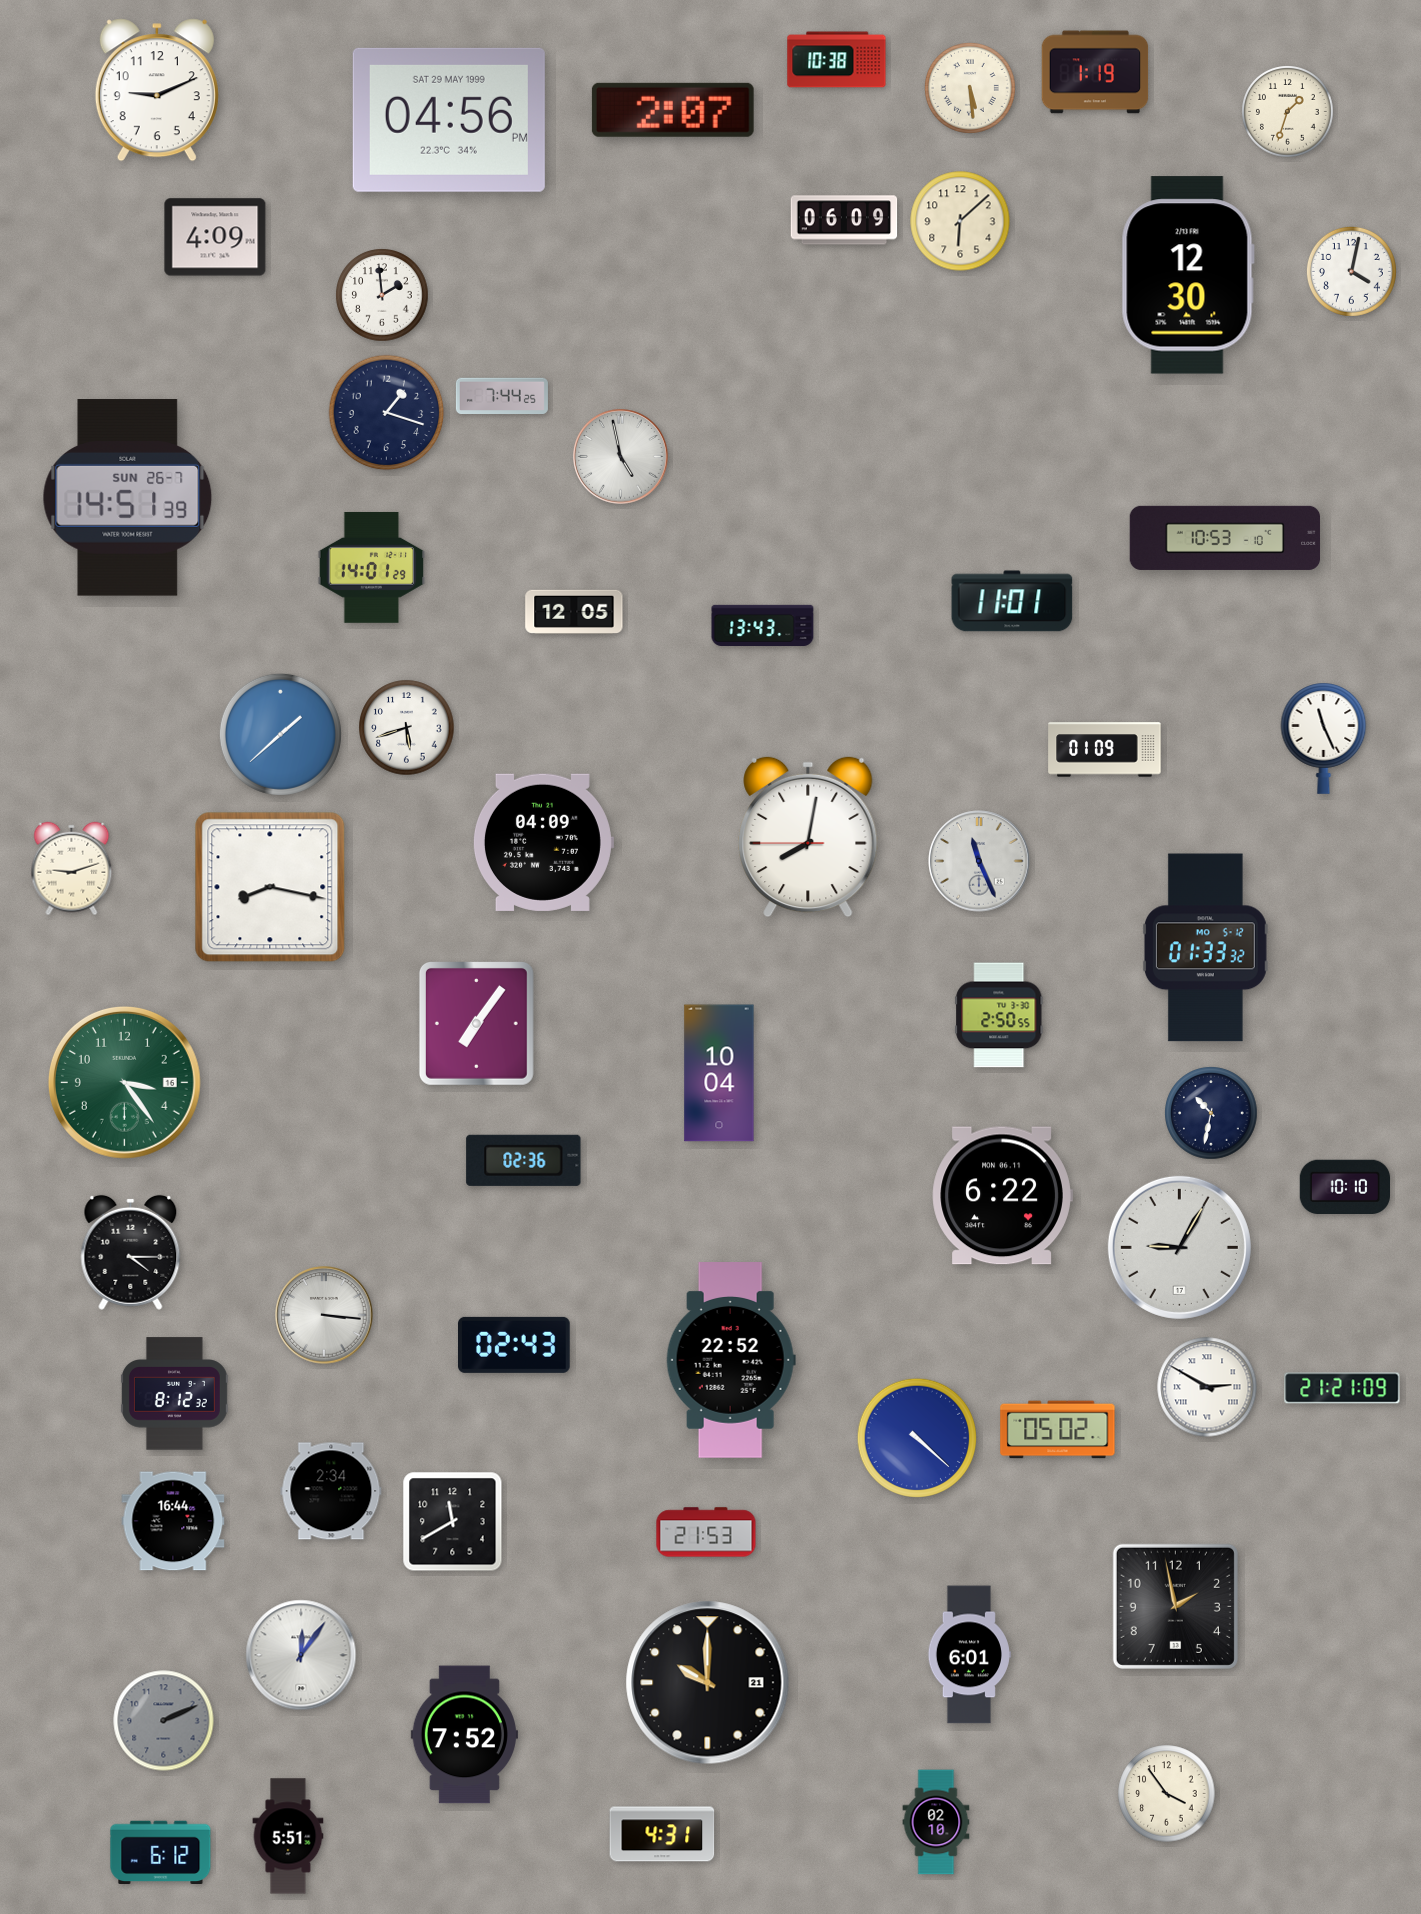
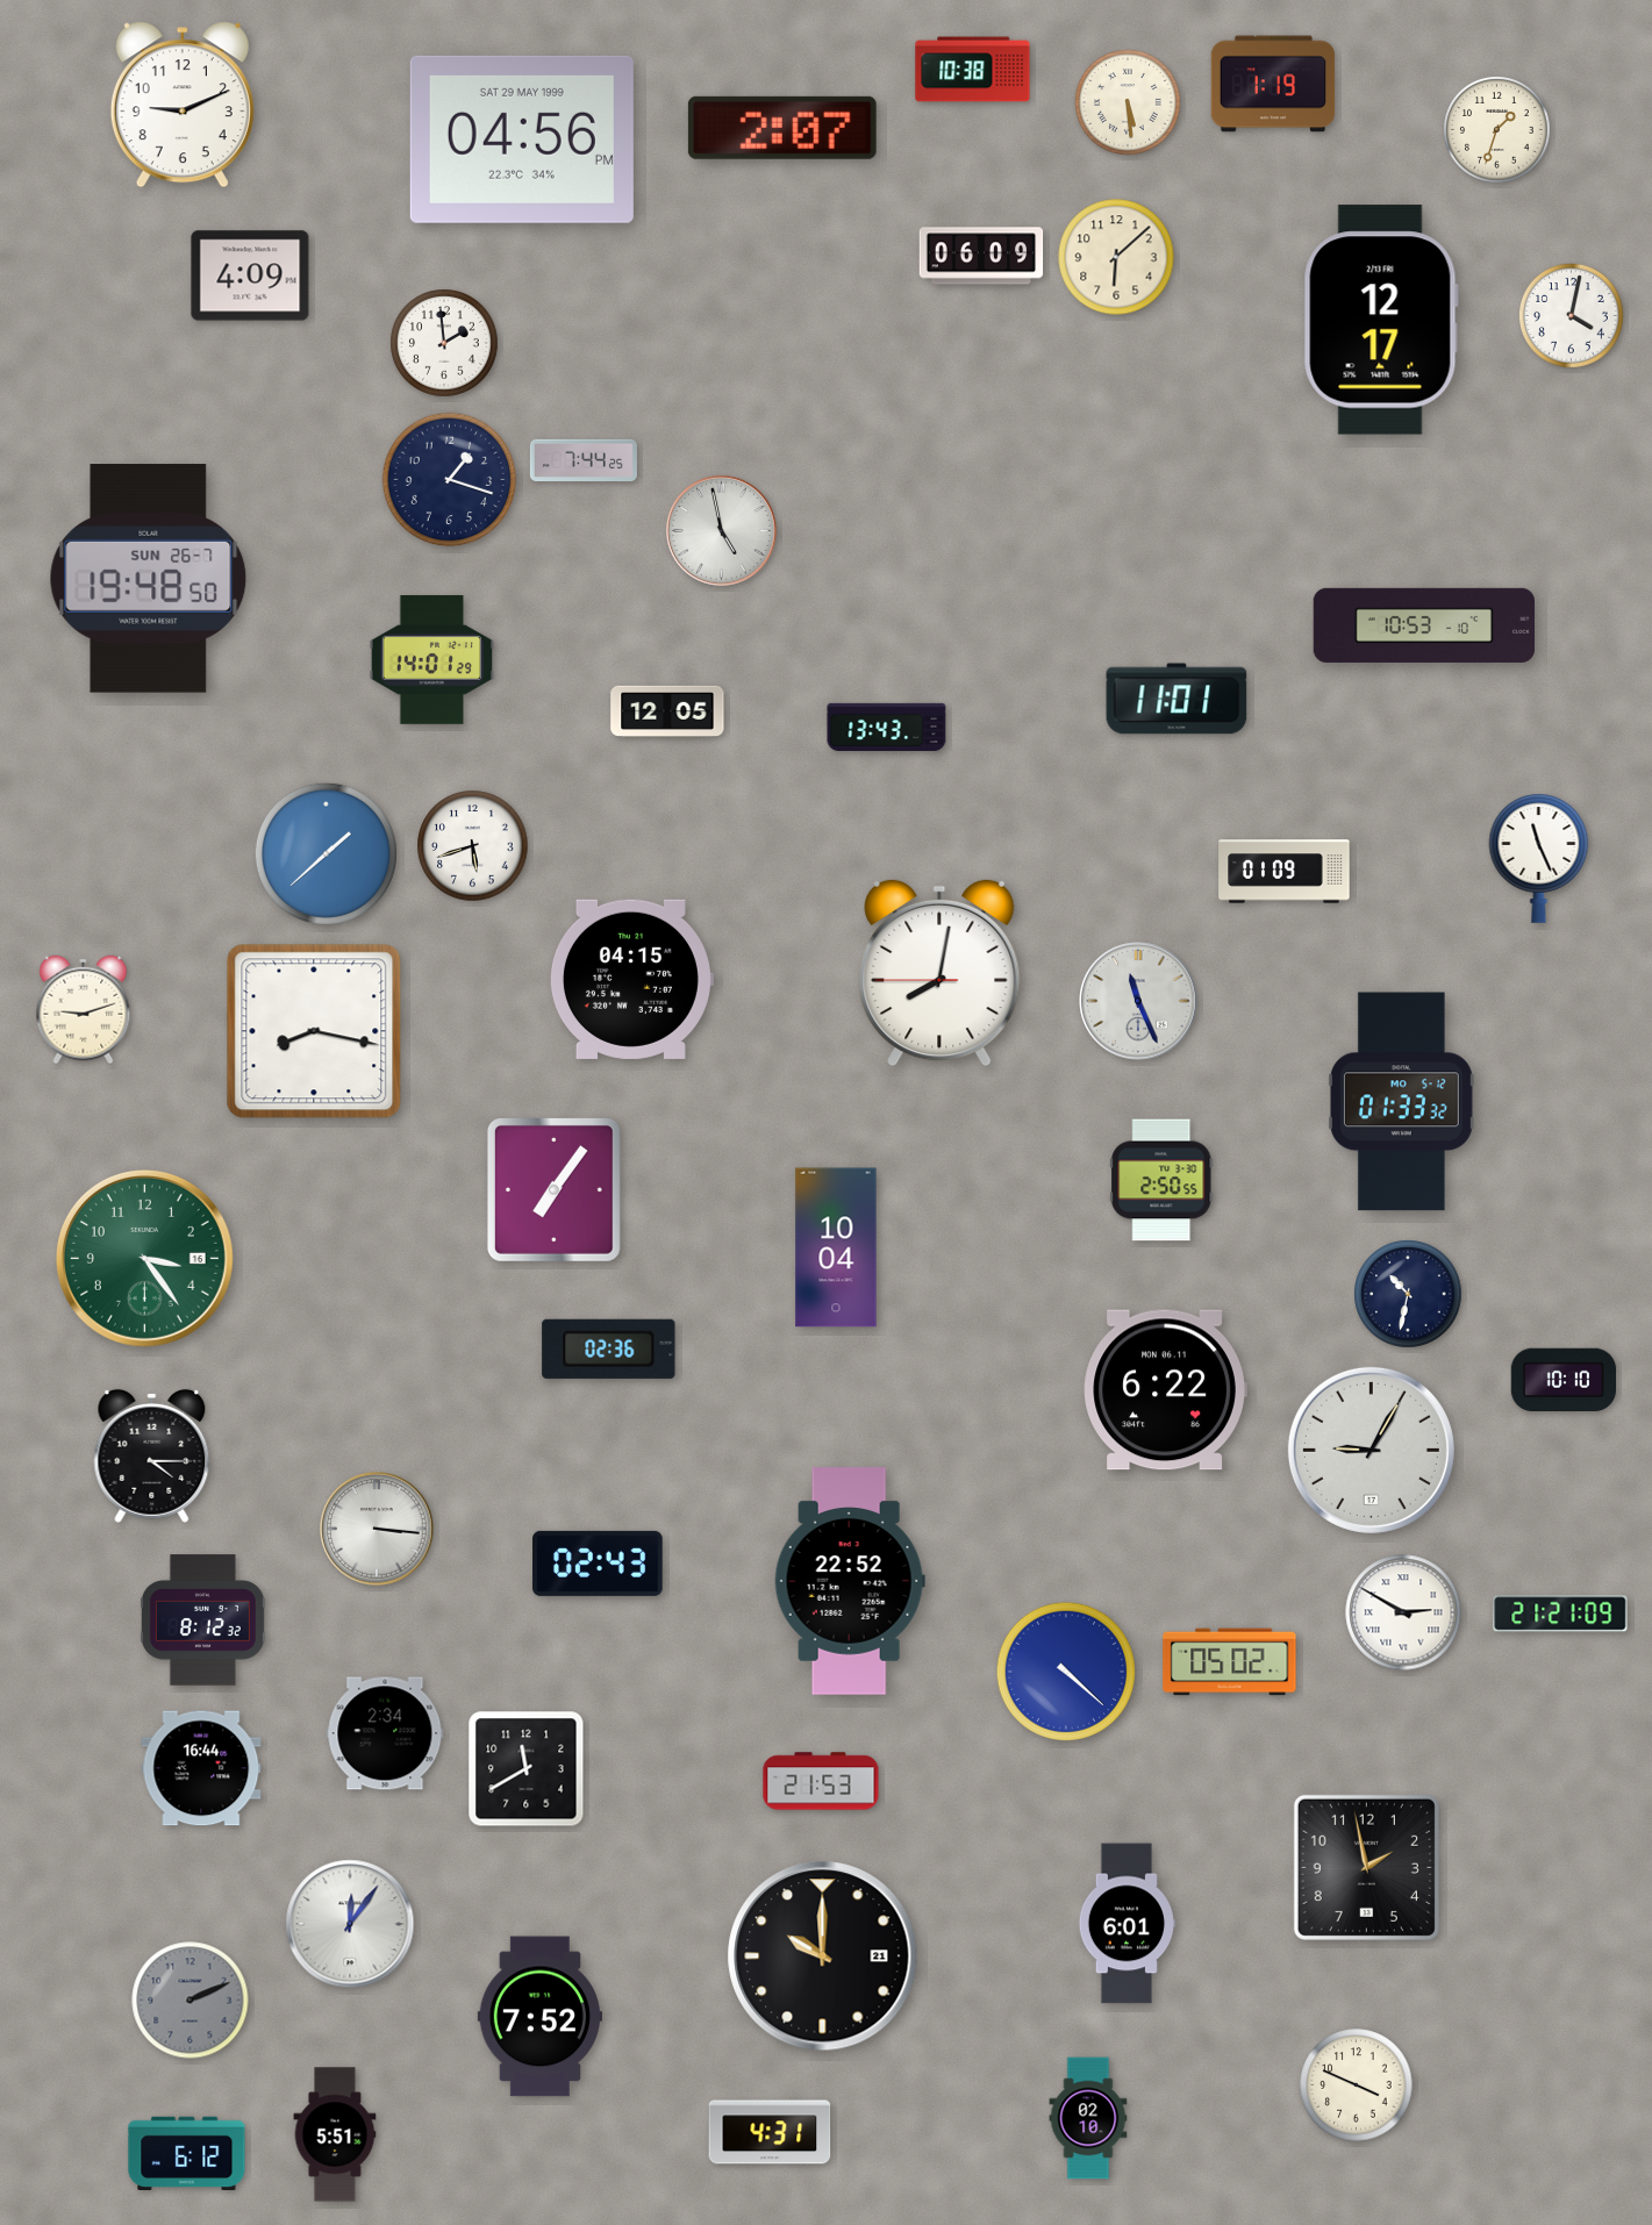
clock at (1188, 275): 12:30 -> 12:17
clock at (128, 498): 14:51 -> 19:48
clock at (543, 842): 04:09 -> 04:15
clock at (1167, 1794): 3:54 -> 3:49
